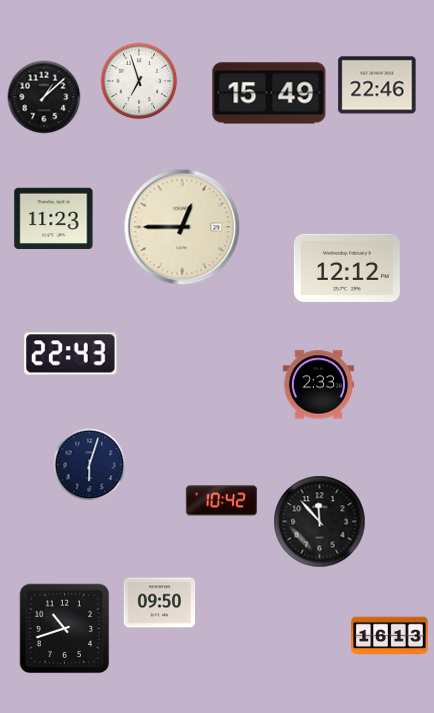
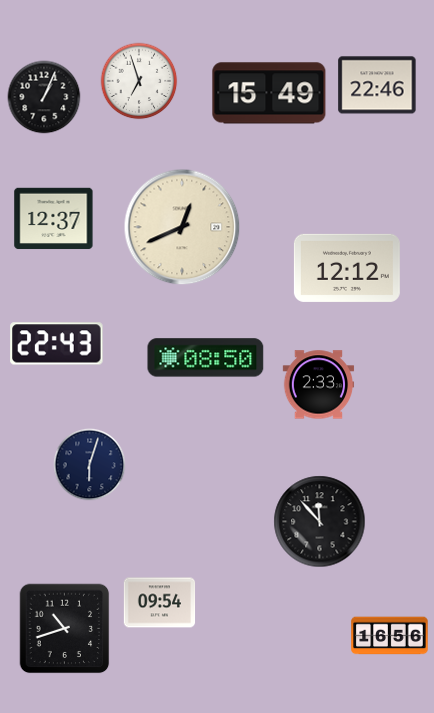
clock at (44, 97): 1:08 -> 1:04
clock at (54, 219): 11:23 -> 12:37
clock at (182, 227): 12:45 -> 12:41
clock at (71, 354) position: (71, 354) -> (57, 344)
clock at (206, 358): none -> 08:50
clock at (222, 501): 10:42 -> none
clock at (160, 603): 09:50 -> 09:54
clock at (390, 636): 16:13 -> 16:56
